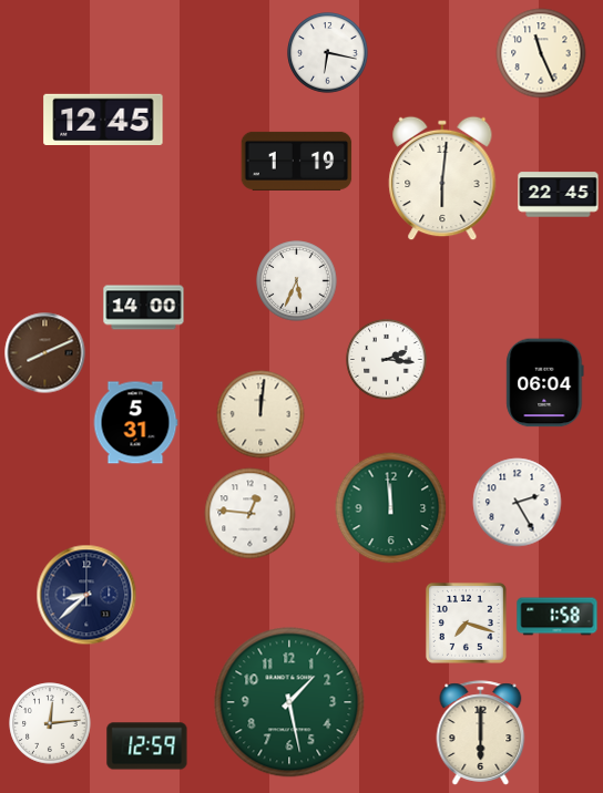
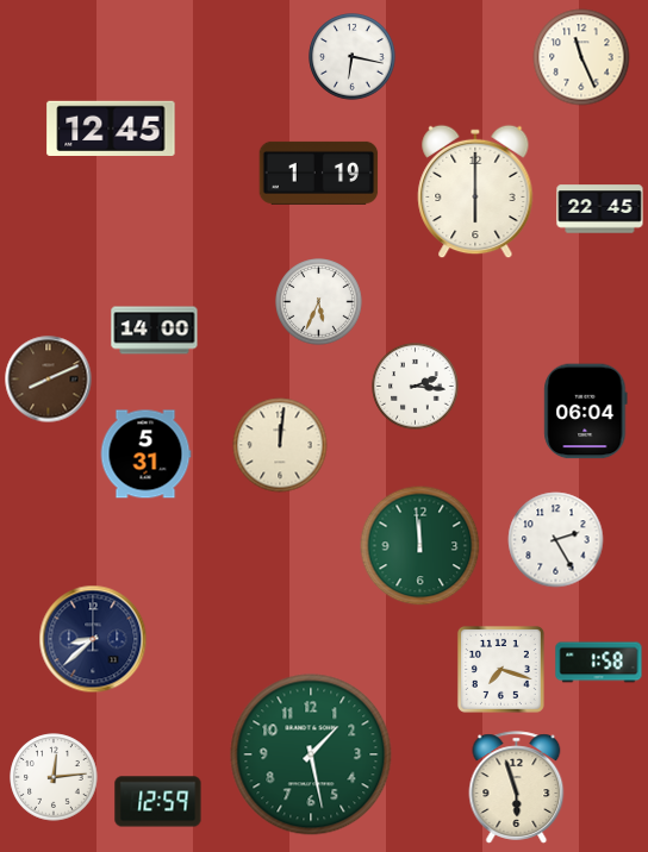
clock at (442, 178): 6:01 -> 6:00
clock at (251, 514): 12:46 -> none
clock at (481, 733): 6:00 -> 5:57
